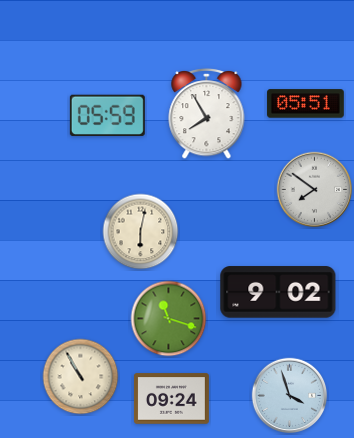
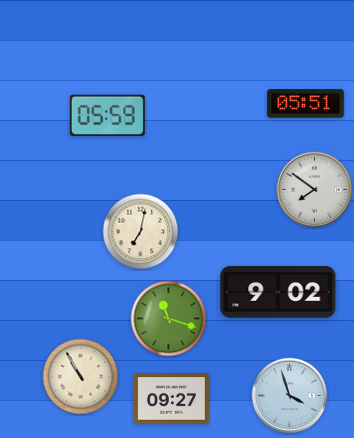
clock at (207, 113): 7:55 -> none
clock at (141, 232): 6:02 -> 7:02
clock at (171, 399): 09:24 -> 09:27
